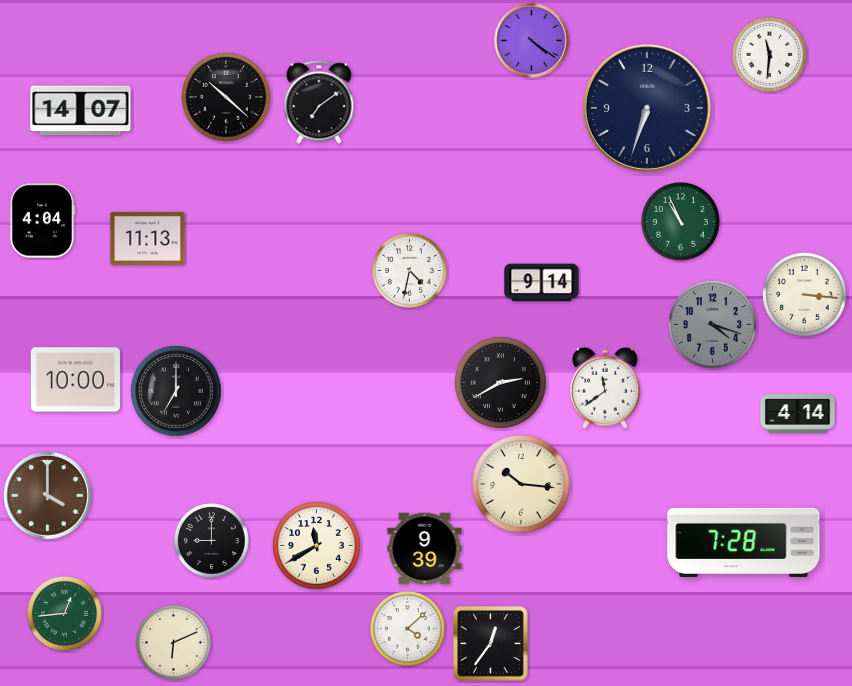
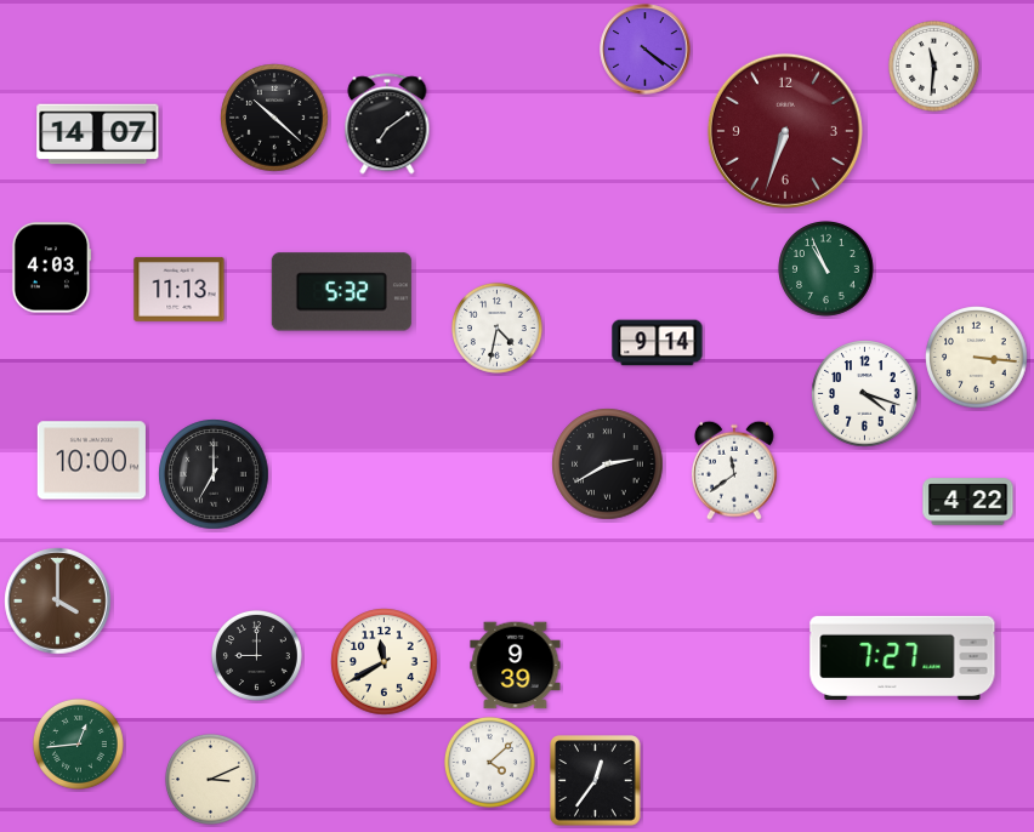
clock at (647, 108) dial: navy -> burgundy
clock at (42, 221): 4:04 -> 4:03
clock at (341, 292): none -> 5:32
clock at (713, 325) dial: grey -> white
clock at (798, 414): 4:14 -> 4:22
clock at (521, 484): 10:16 -> none
clock at (744, 542): 7:28 -> 7:27
clock at (407, 628) position: (407, 628) -> (489, 762)
clock at (173, 642): 6:11 -> 3:11
